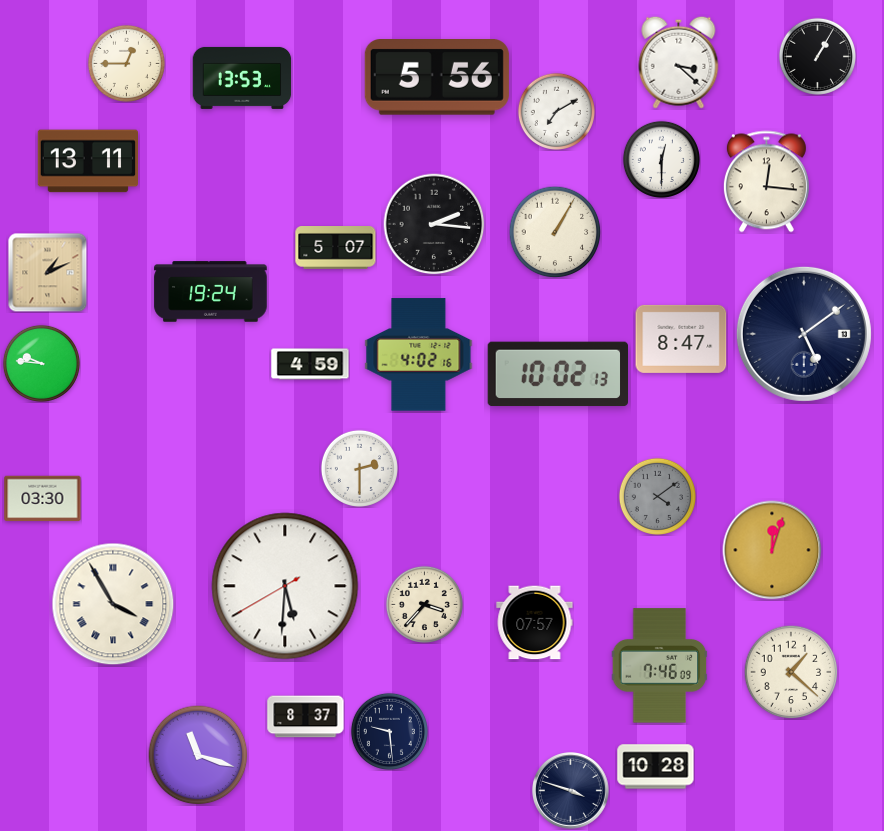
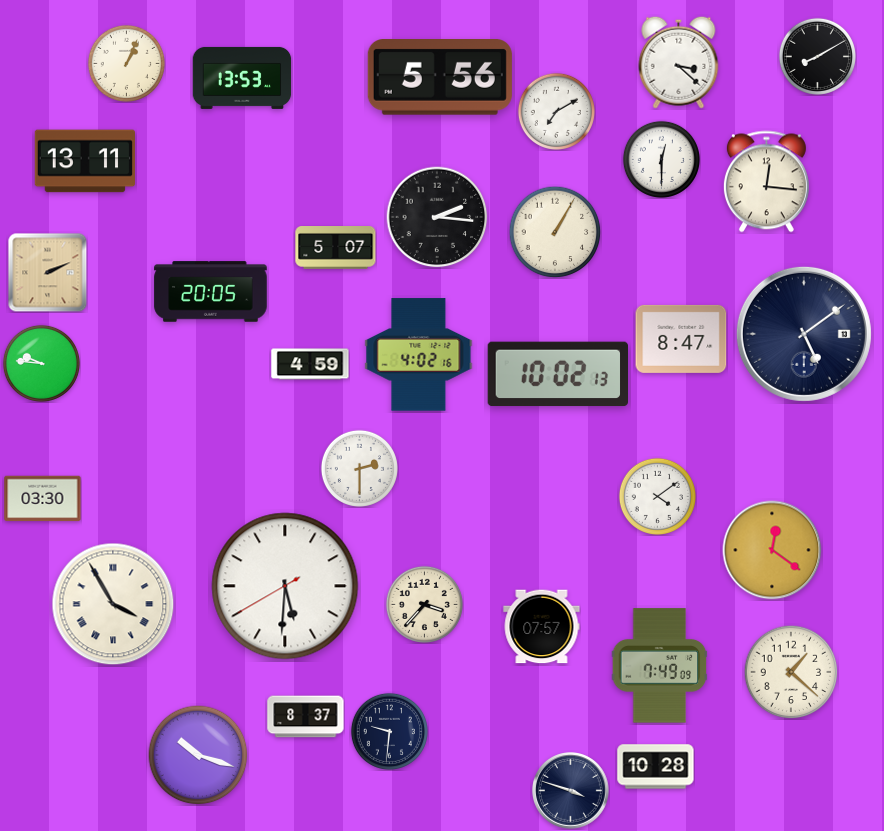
clock at (817, 56): 1:05 -> 8:10
clock at (126, 63): 12:45 -> 1:04
clock at (437, 78) position: (437, 78) -> (440, 78)
clock at (87, 161) position: (87, 161) -> (84, 161)
clock at (434, 224) position: (434, 224) -> (437, 217)
clock at (47, 272): 1:11 -> 2:11
clock at (211, 292): 19:24 -> 20:05
clock at (657, 496) dial: grey -> white
clock at (772, 550): 12:03 -> 12:21
clock at (535, 623) position: (535, 623) -> (542, 627)
clock at (660, 666): 7:46 -> 7:49
clock at (389, 731): 9:29 -> 9:31
clock at (198, 755): 11:18 -> 10:18
